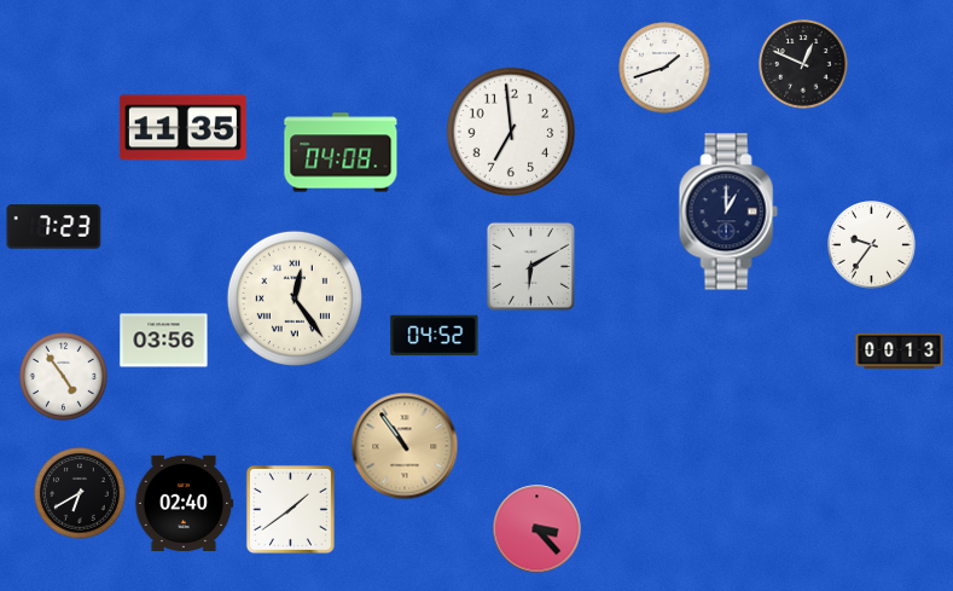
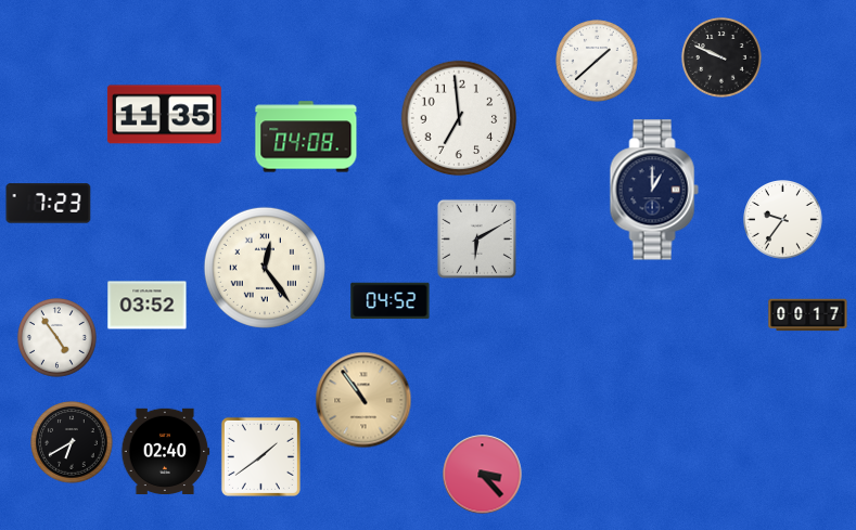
clock at (803, 64): 12:49 -> 9:49
clock at (664, 68): 1:42 -> 1:38
clock at (164, 341): 03:56 -> 03:52
clock at (900, 352): 00:13 -> 00:17
